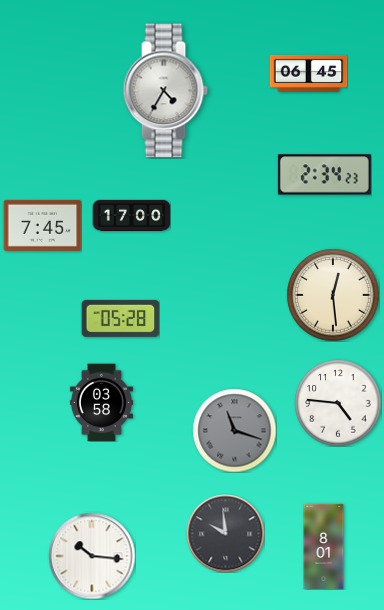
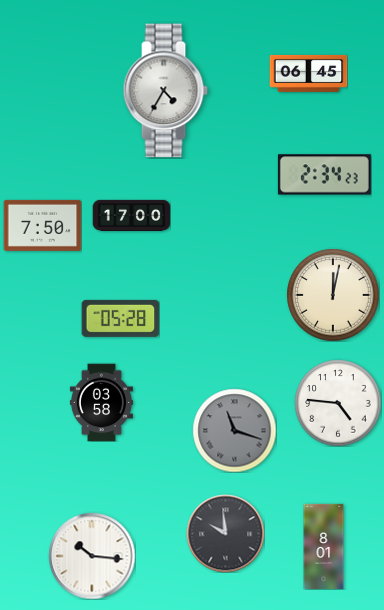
clock at (42, 225): 7:45 -> 7:50
clock at (333, 295): 12:29 -> 12:02
